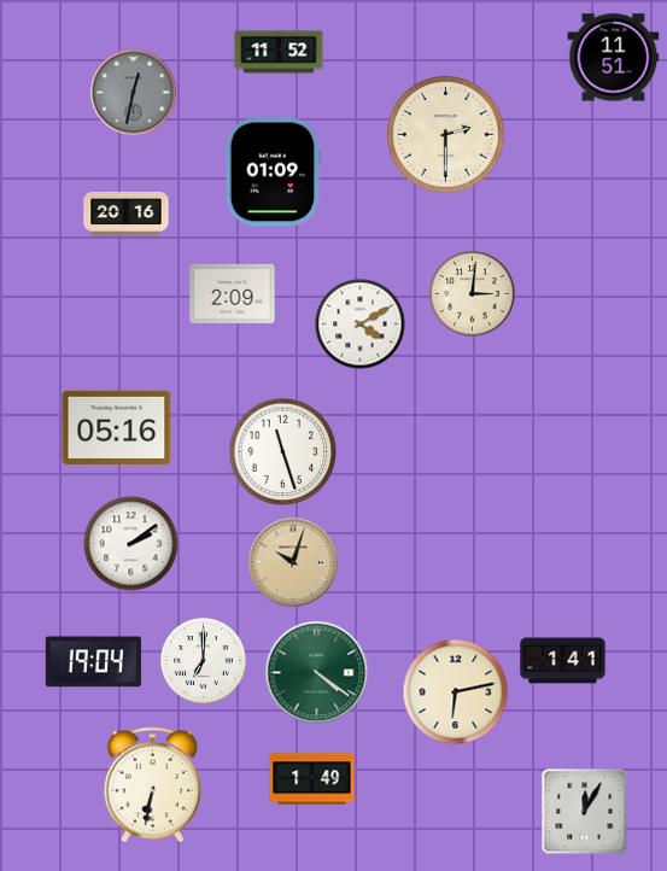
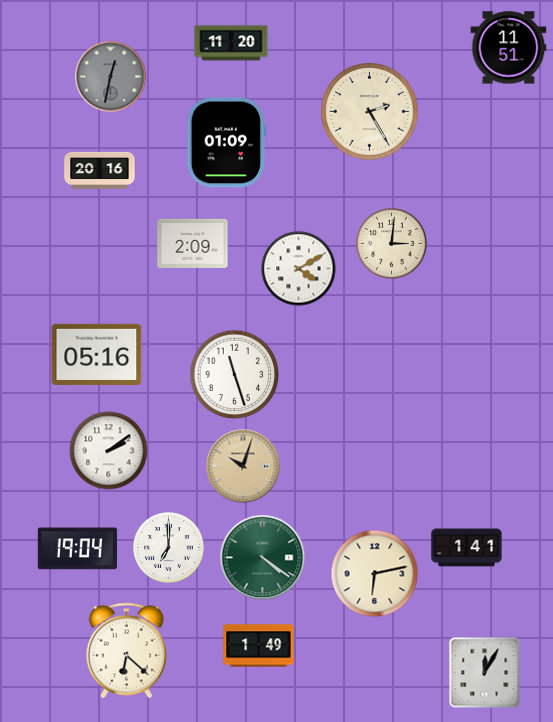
clock at (279, 52): 11:52 -> 11:20
clock at (446, 135): 2:30 -> 2:25
clock at (127, 214) position: (127, 214) -> (100, 170)
clock at (456, 692) position: (456, 692) -> (375, 574)
clock at (152, 785): 6:32 -> 6:22
